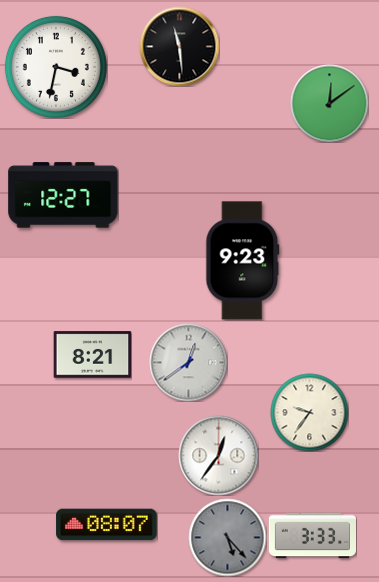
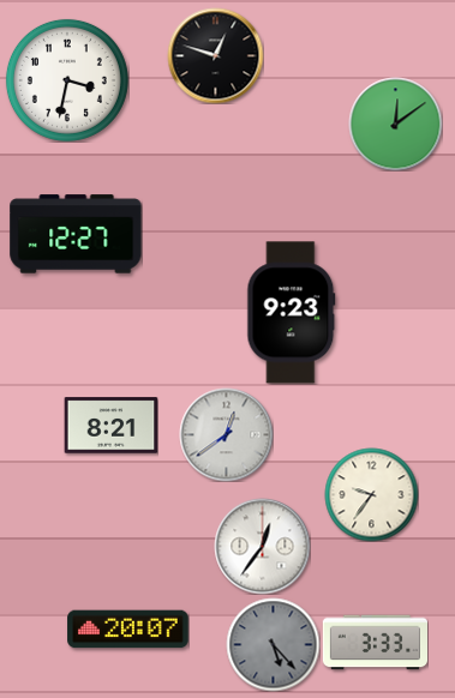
clock at (179, 46): 11:29 -> 12:48
clock at (107, 525): 08:07 -> 20:07
